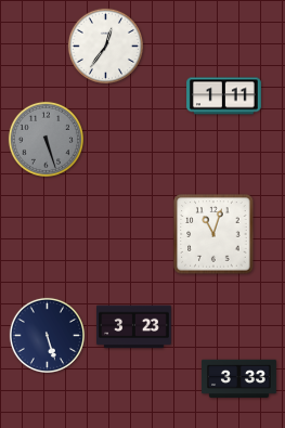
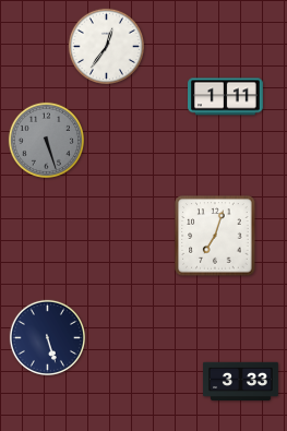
clock at (213, 234): 11:03 -> 7:03
clock at (134, 327): 3:23 -> none
